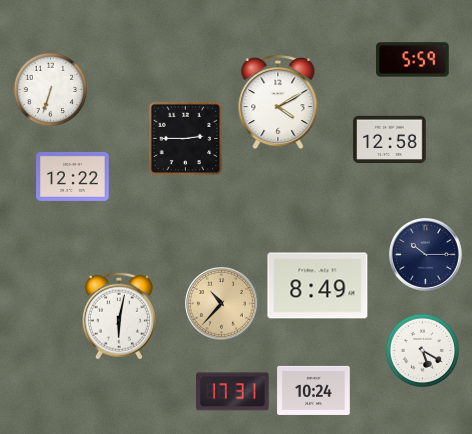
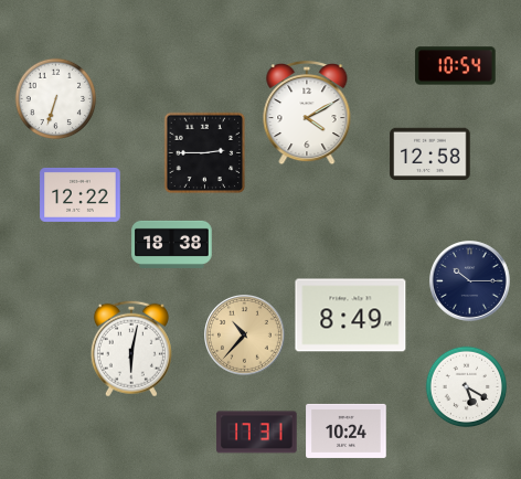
clock at (413, 60): 5:59 -> 10:54
clock at (172, 244): none -> 18:38
